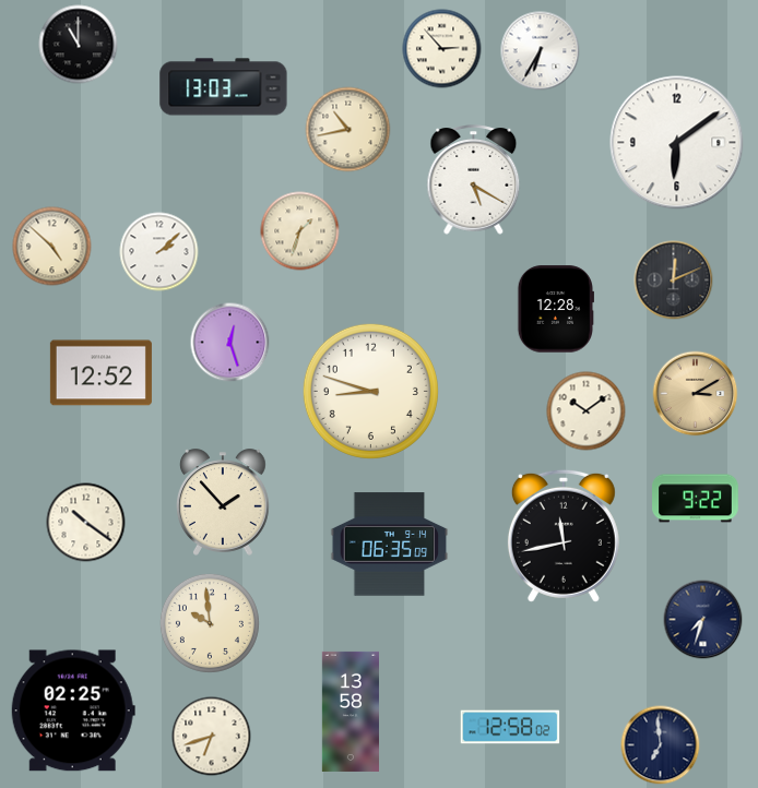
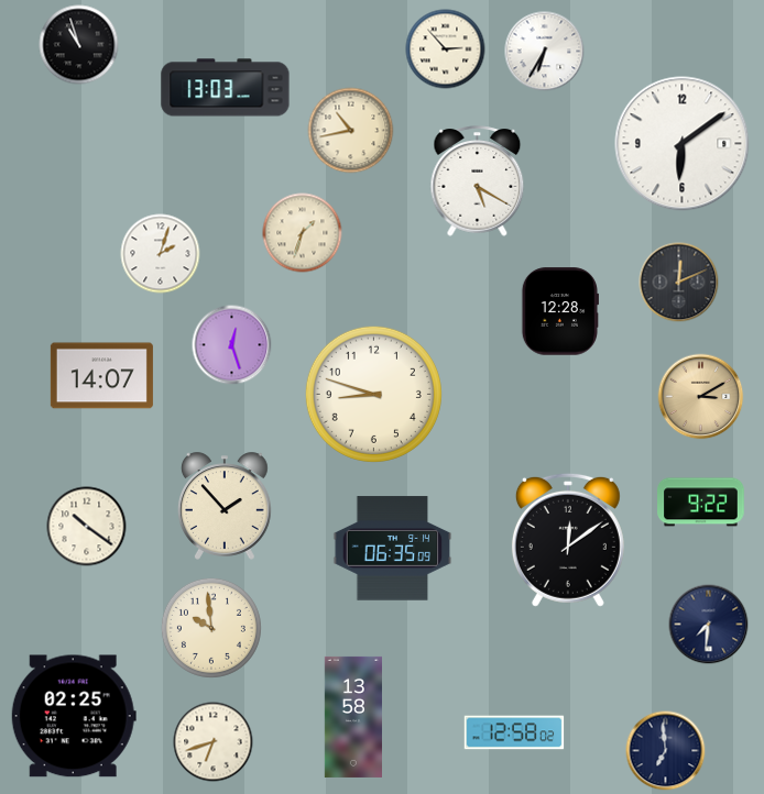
clock at (79, 45): 11:00 -> 10:57
clock at (52, 247): 4:52 -> none
clock at (159, 252): 2:08 -> 2:03
clock at (100, 373): 12:52 -> 14:07
clock at (587, 411): 10:09 -> none
clock at (564, 536): 11:43 -> 12:09
clock at (703, 620): 7:33 -> 7:31
